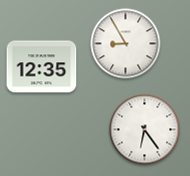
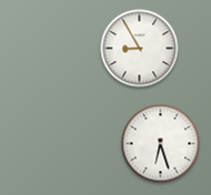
clock at (42, 67): 12:35 -> none
clock at (145, 130): 6:24 -> 6:27
